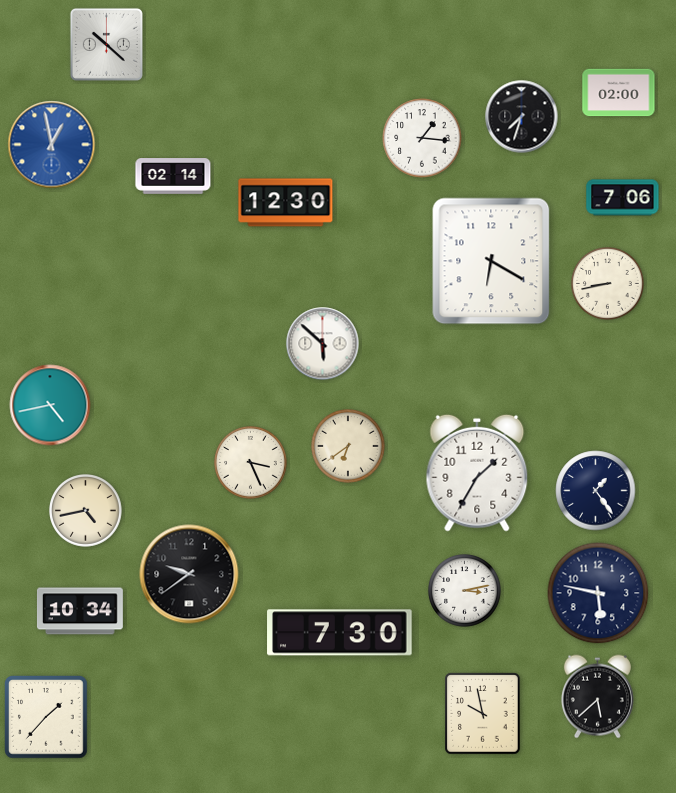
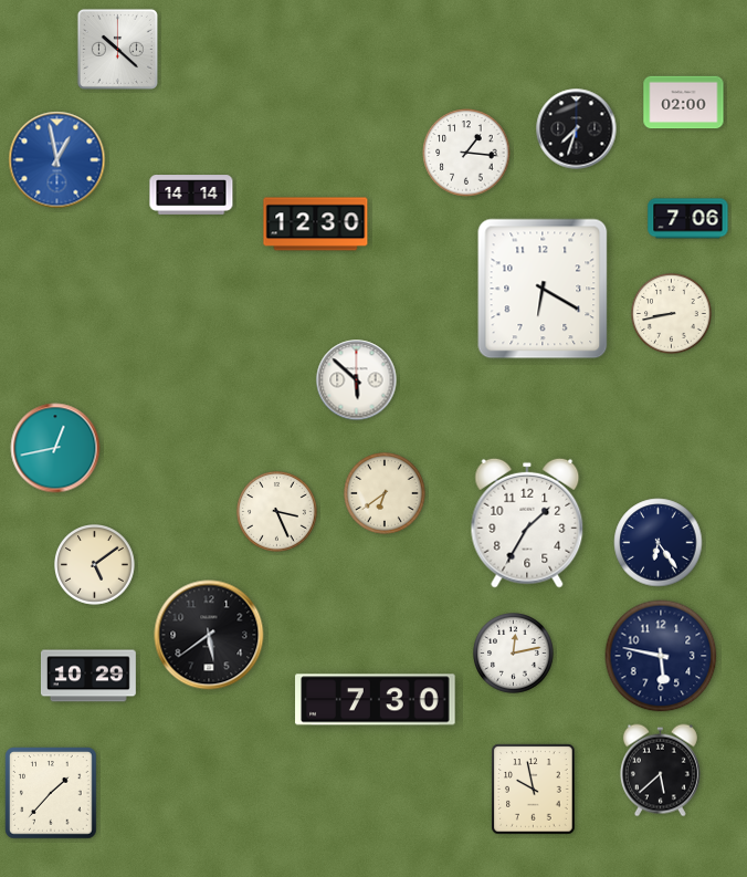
clock at (173, 176): 02:14 -> 14:14
clock at (50, 405): 4:43 -> 12:43
clock at (596, 491): 1:24 -> 6:24
clock at (86, 511): 4:43 -> 5:09
clock at (189, 574): 9:39 -> 5:39
clock at (465, 591): 3:13 -> 12:13
clock at (80, 611): 10:34 -> 10:29
